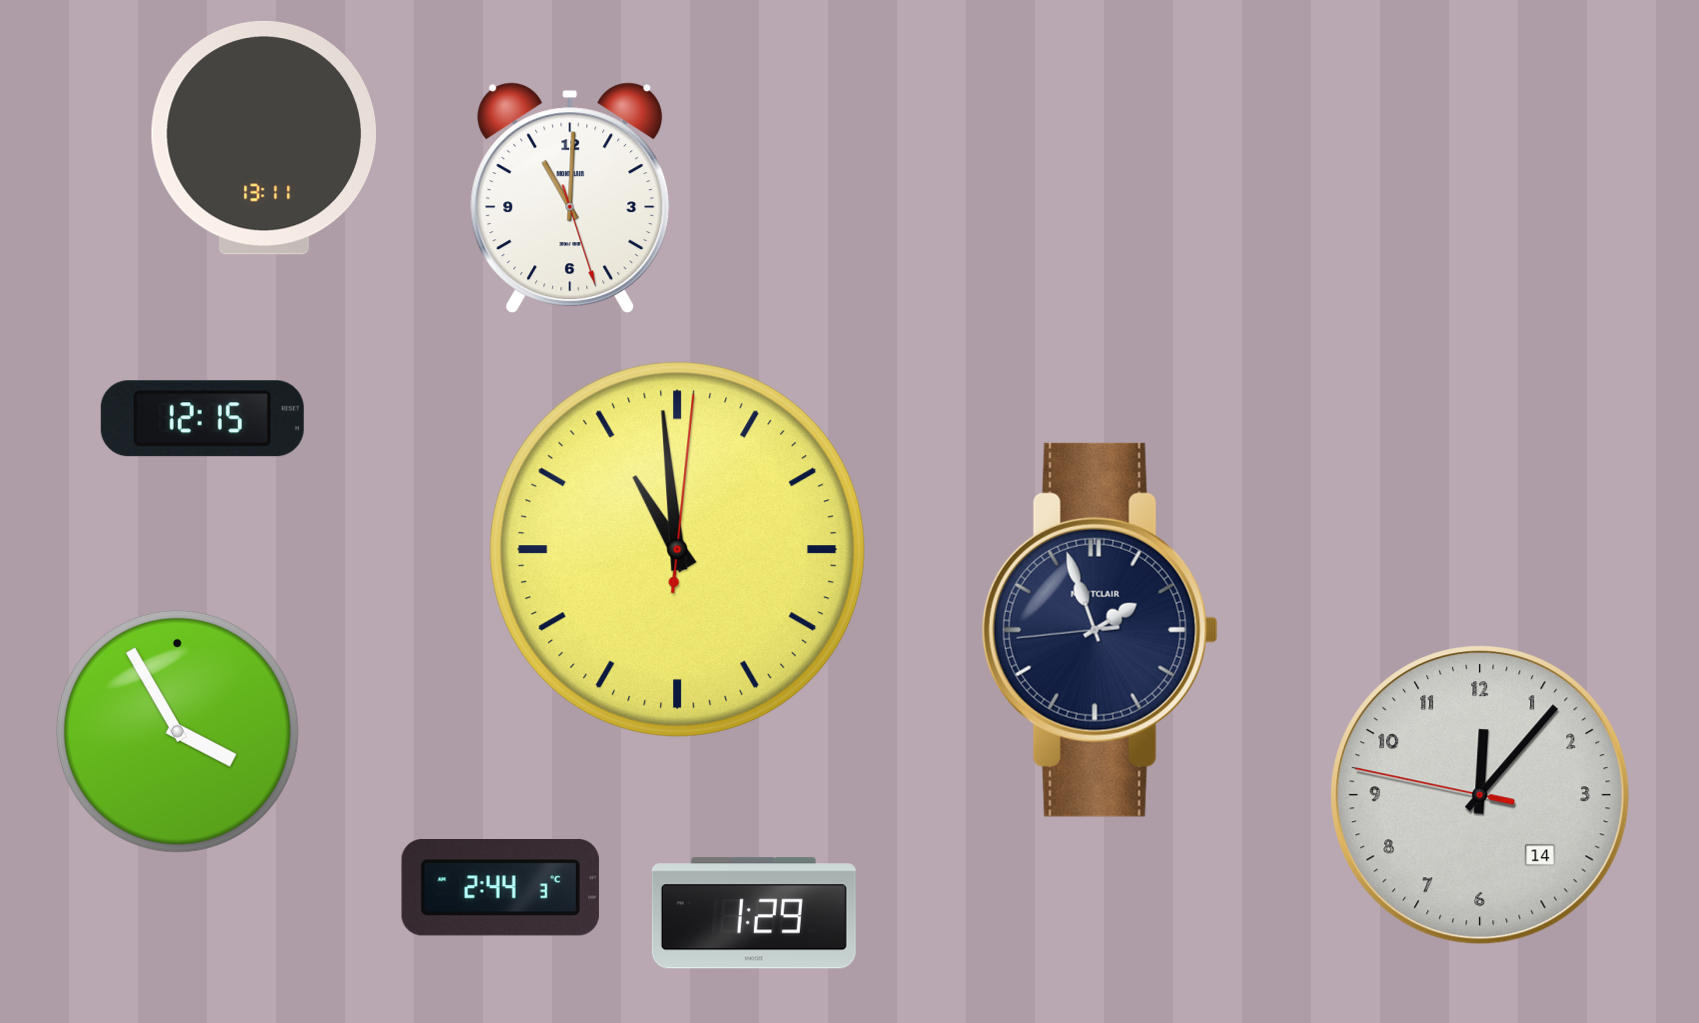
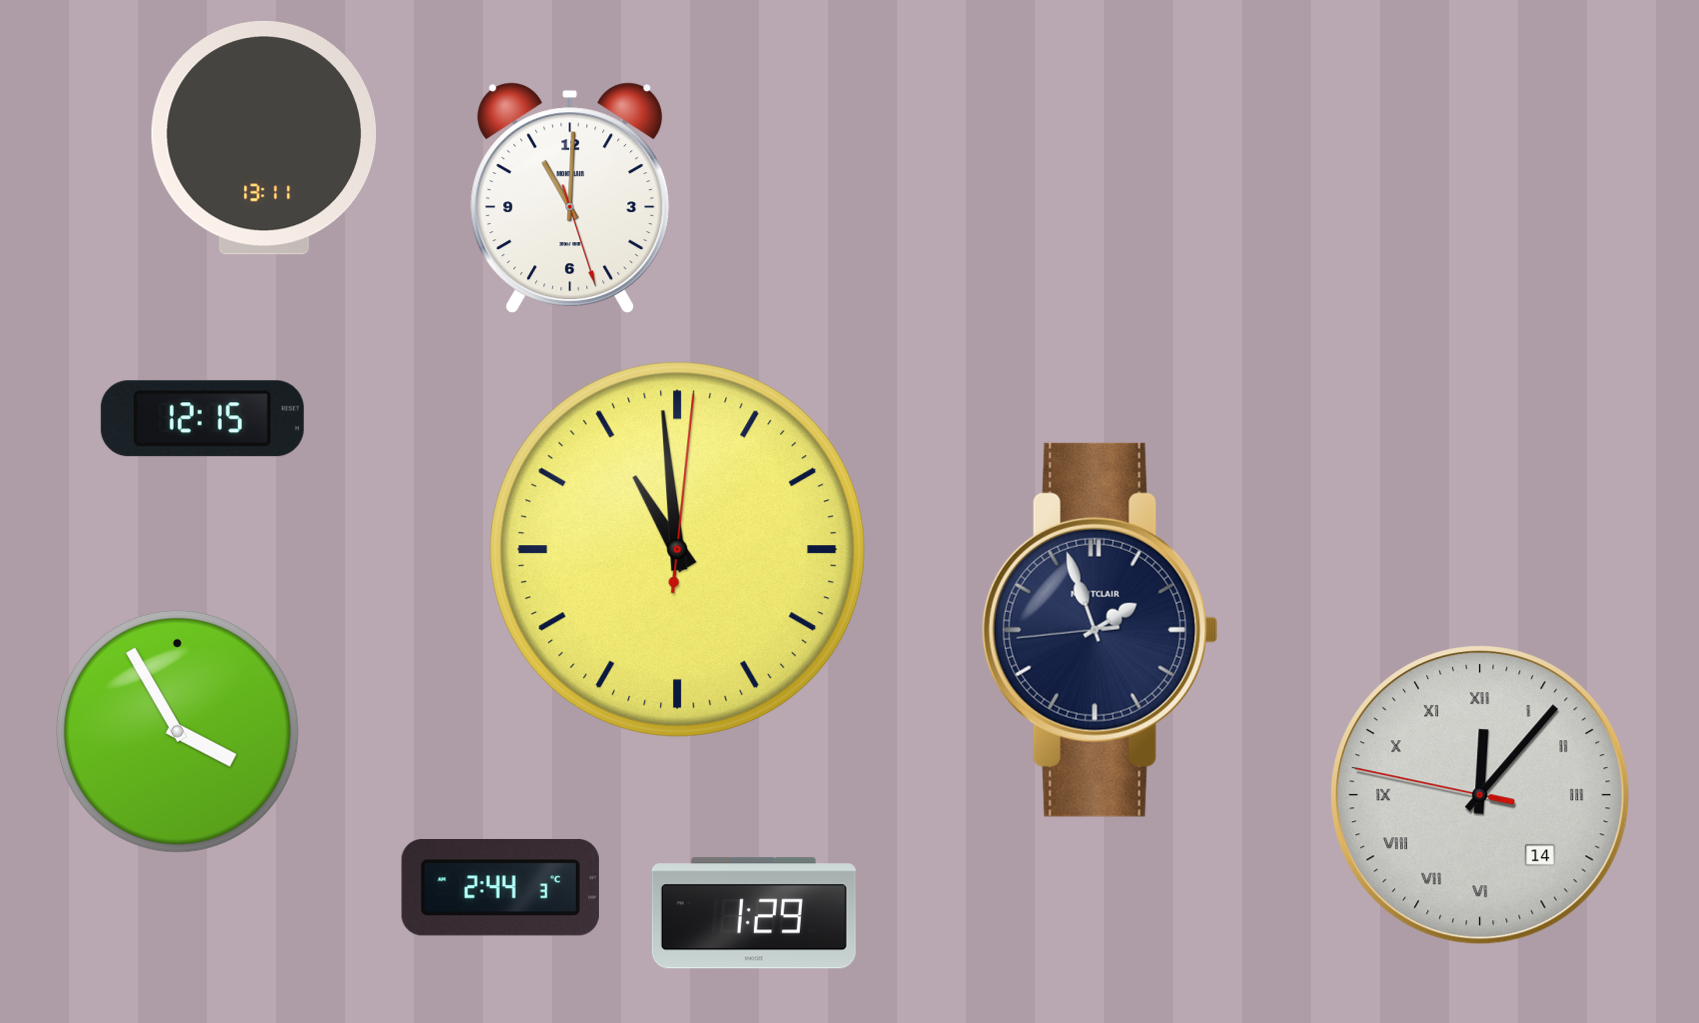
clock at (1480, 795) numerals: Arabic -> Roman
